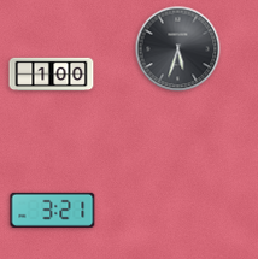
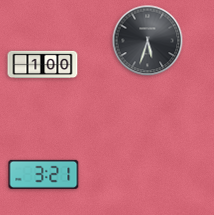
clock at (52, 75) position: (52, 75) -> (43, 65)
